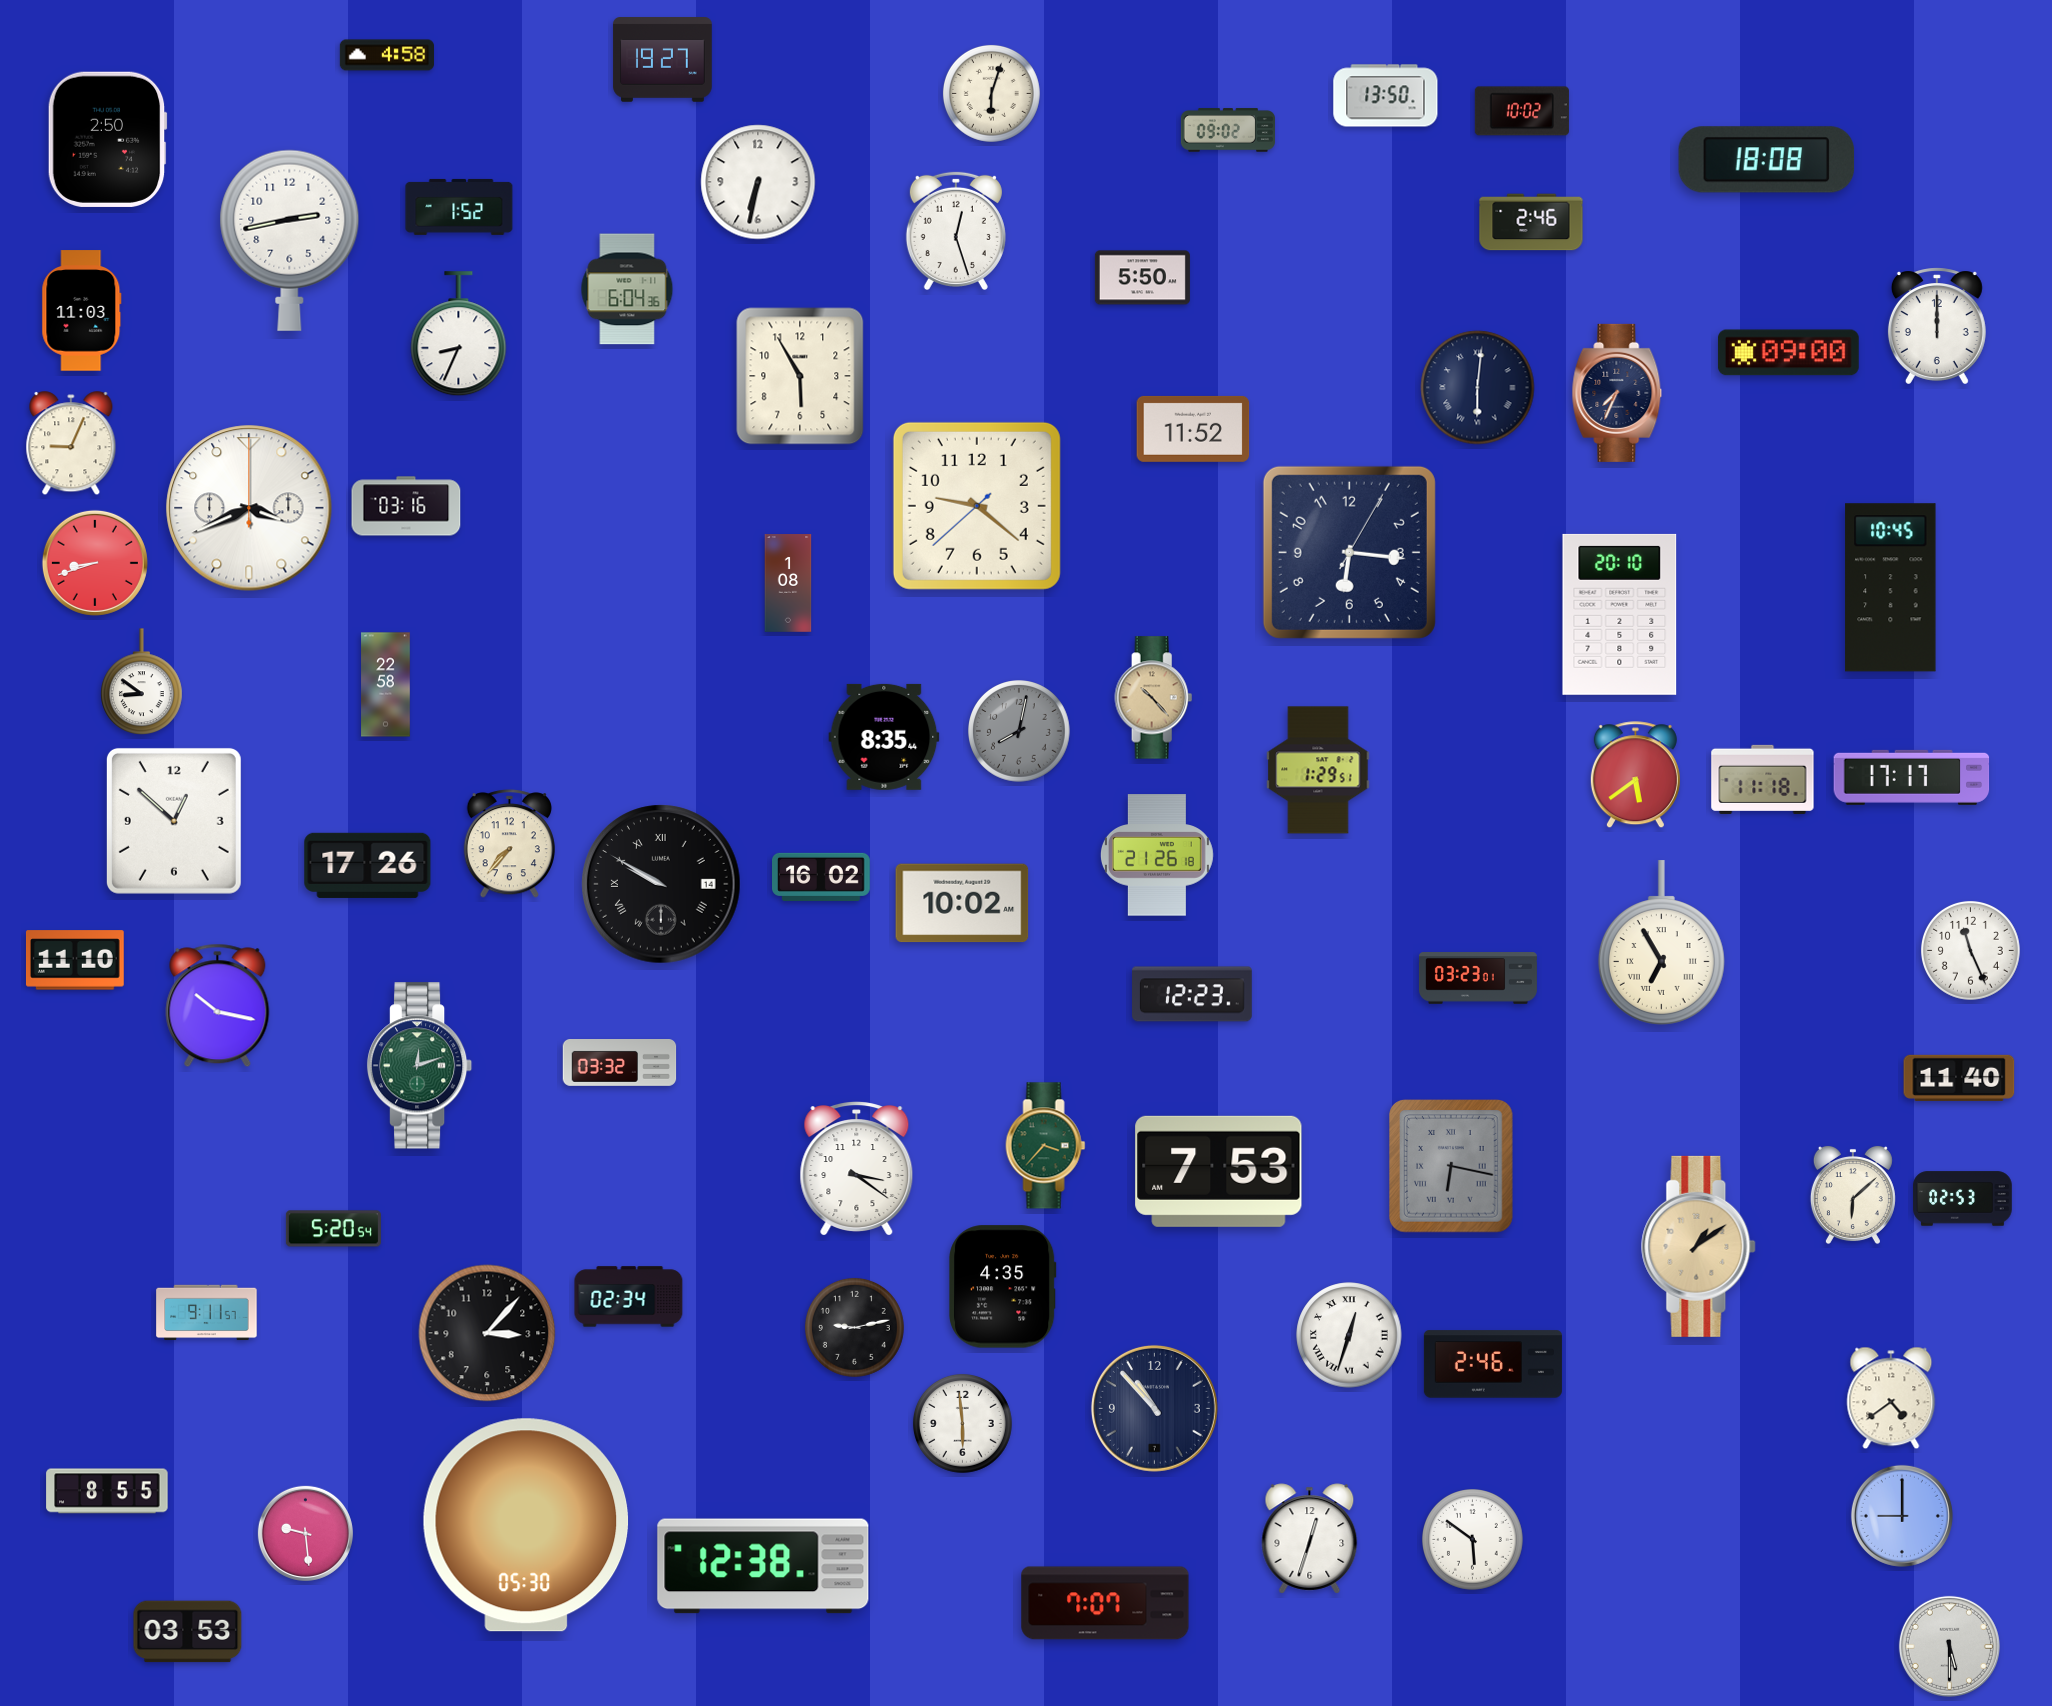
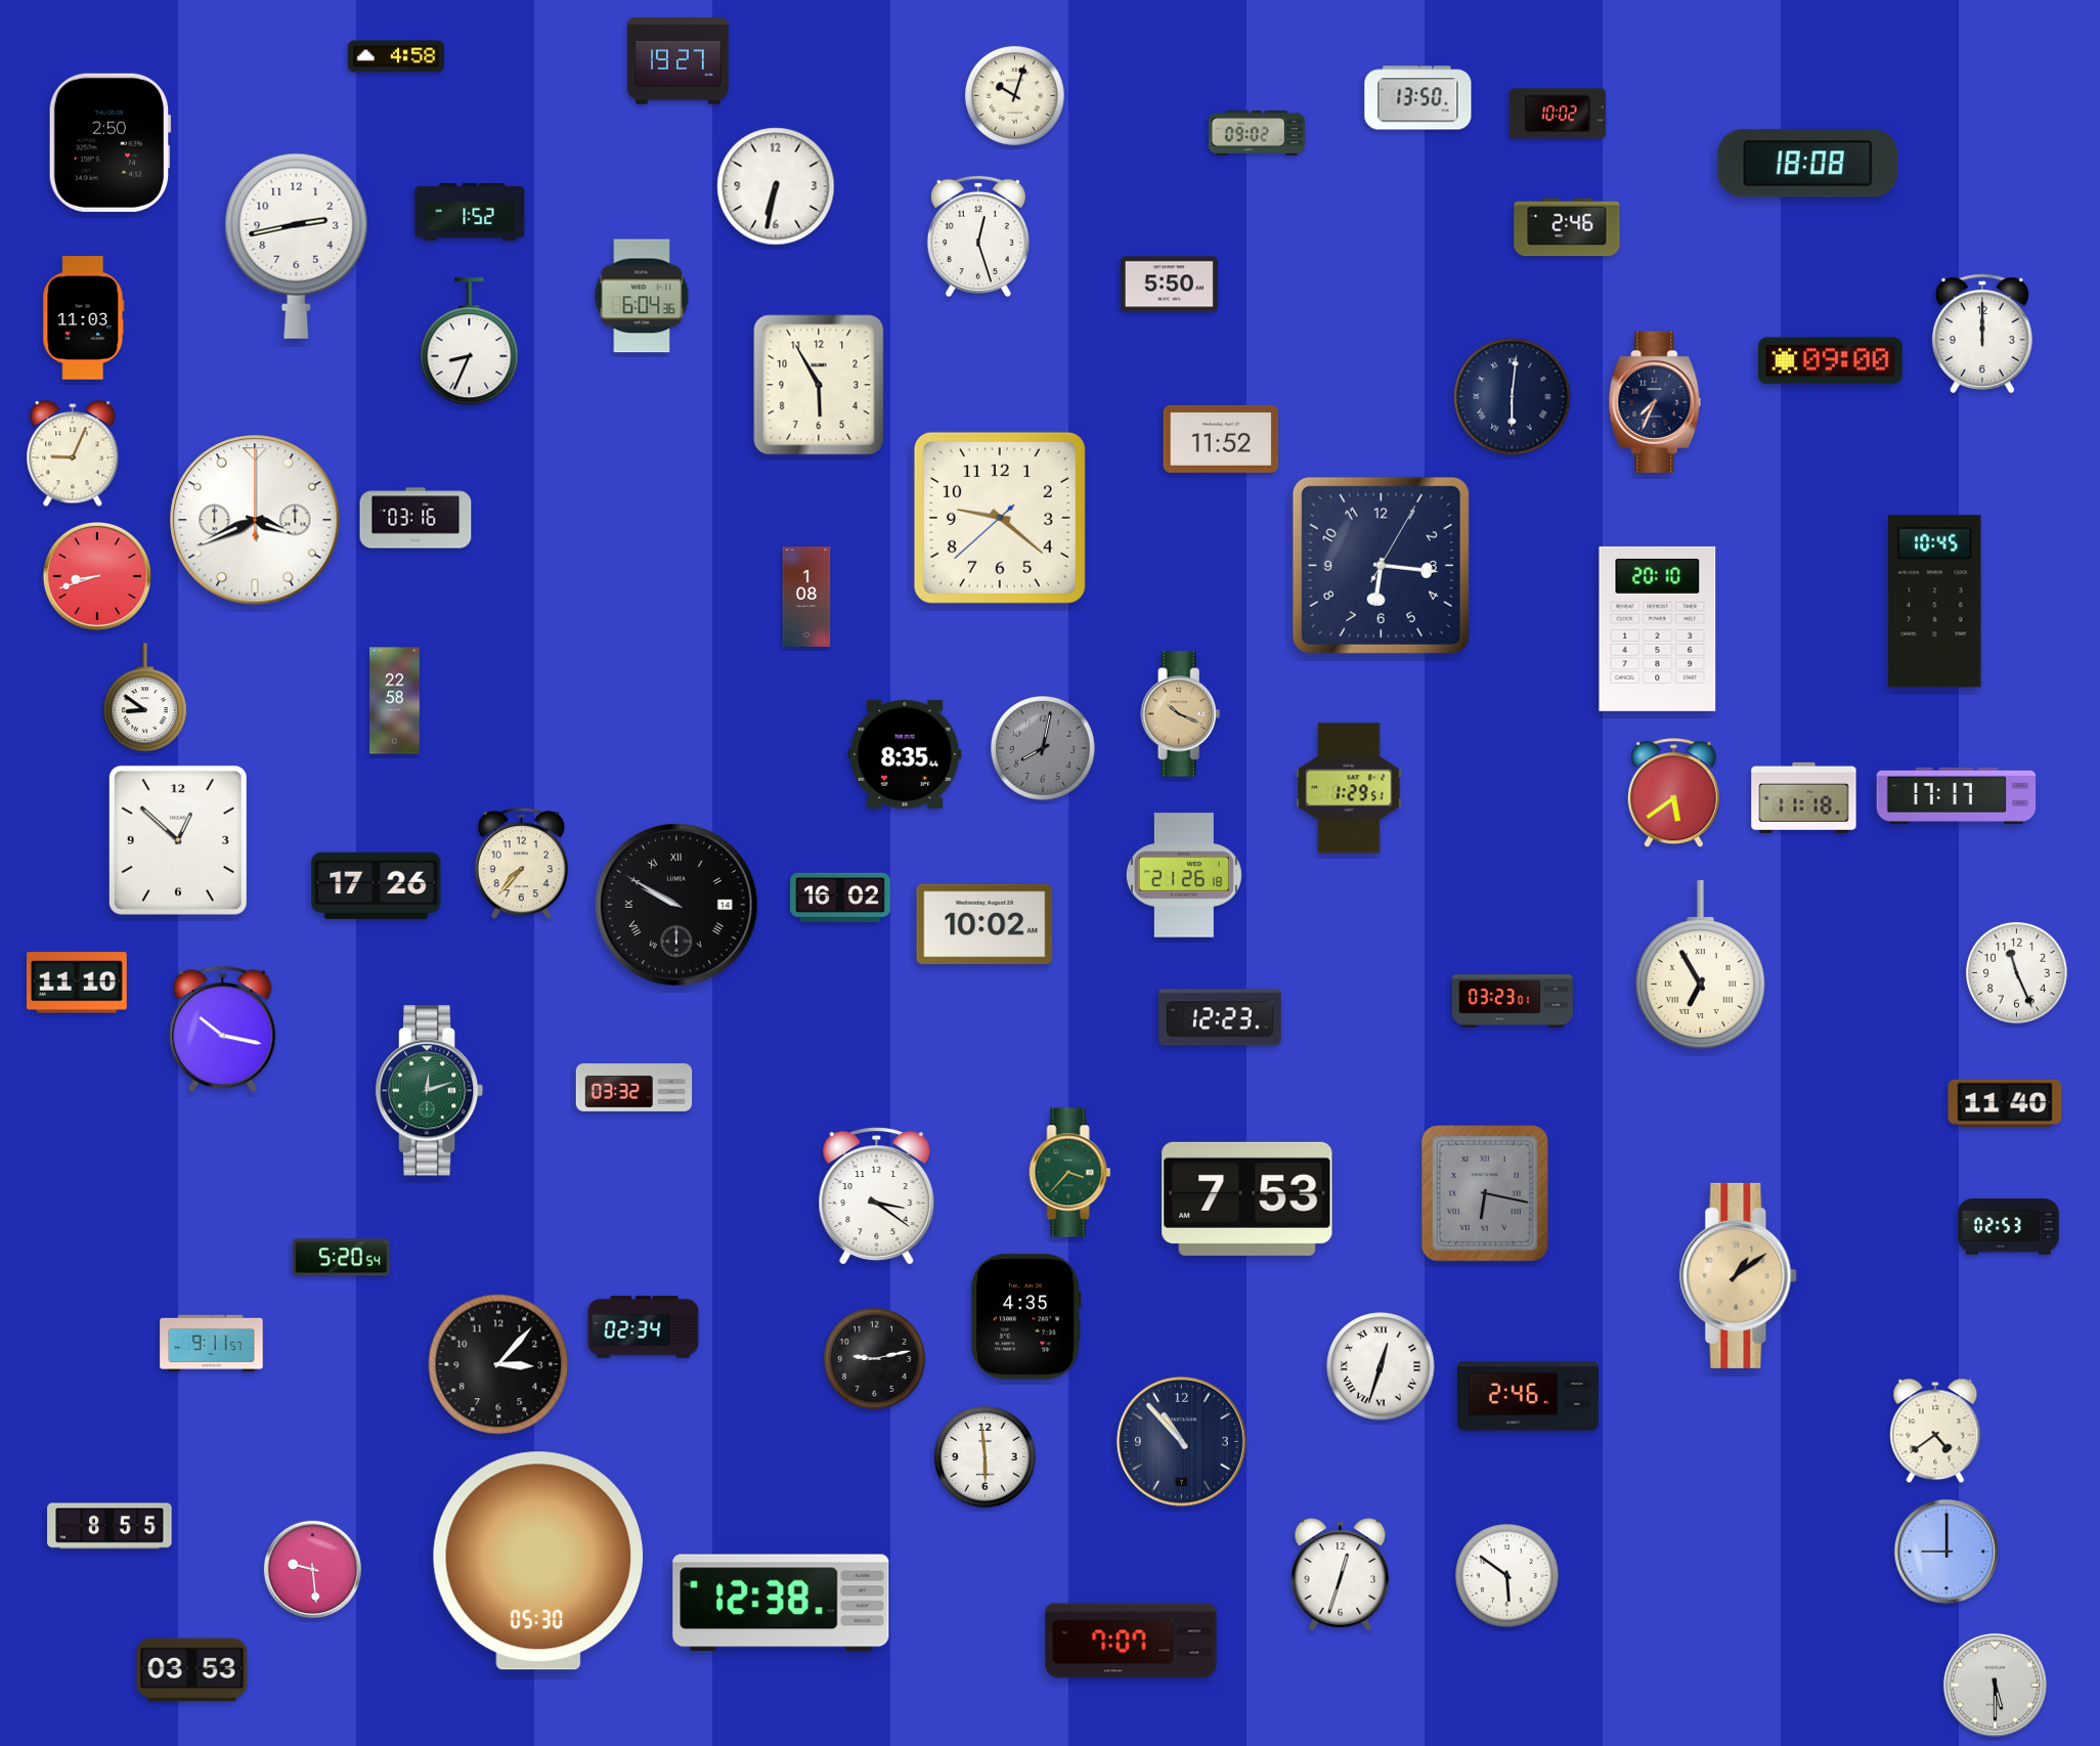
clock at (991, 93): 6:03 -> 10:03
clock at (1154, 698): 10:23 -> 10:19
clock at (1853, 1195): 6:08 -> none
